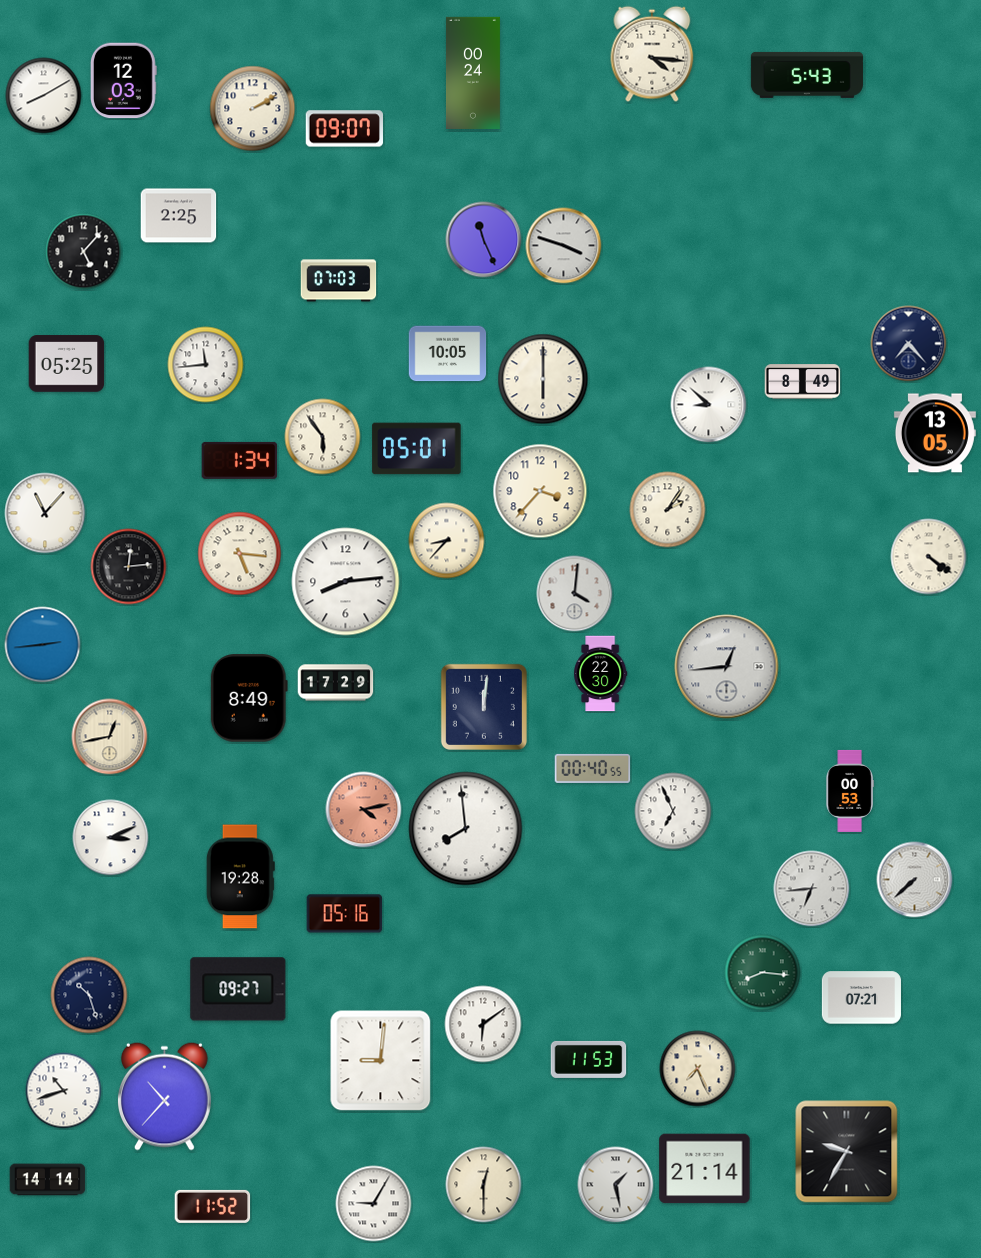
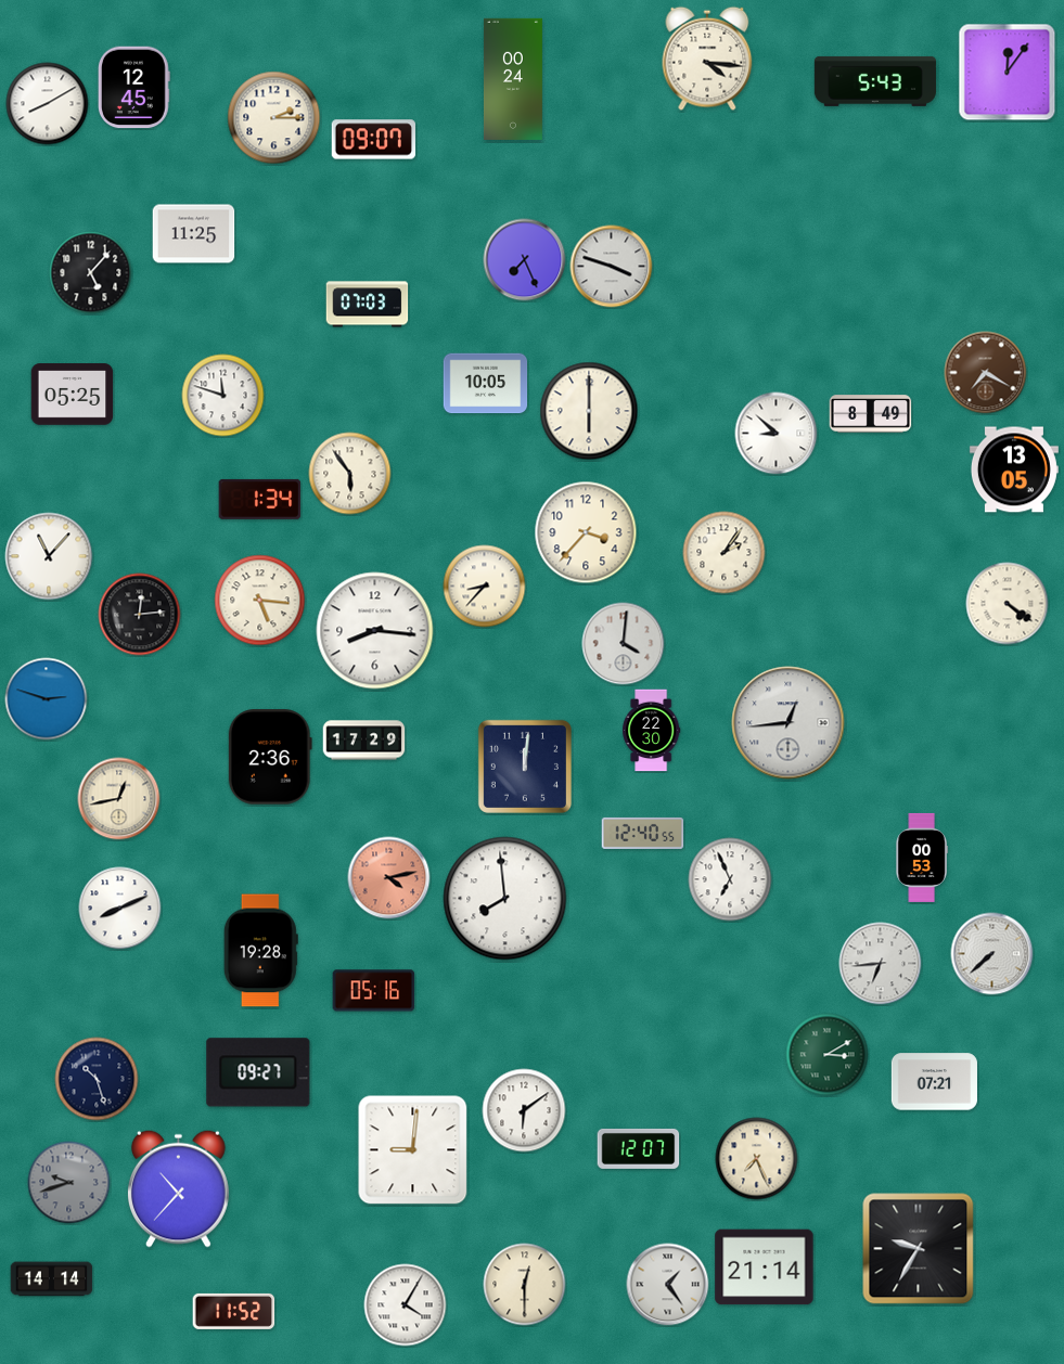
clock at (1008, 73): none -> 12:06
clock at (123, 81): 12:03 -> 12:45
clock at (253, 109): 2:10 -> 2:15
clock at (179, 216): 2:25 -> 11:25
clock at (484, 240): 11:26 -> 7:26
clock at (909, 344): 7:23 -> 7:20
clock at (909, 344) dial: navy -> brown
clock at (206, 365): 11:44 -> 11:48
clock at (709, 405) position: (709, 405) -> (777, 434)
clock at (417, 449): 05:01 -> none
clock at (346, 582): 8:14 -> 8:16
clock at (43, 645): 2:44 -> 2:48
clock at (249, 698): 8:49 -> 2:36
clock at (593, 768): 00:40 -> 12:40
clock at (364, 810) position: (364, 810) -> (389, 878)
clock at (111, 838): 3:11 -> 8:11
clock at (763, 973): 8:16 -> 3:10
clock at (589, 1059): 11:53 -> 12:07
clock at (64, 1091): 10:42 -> 9:42
clock at (64, 1091) dial: white -> grey
clock at (616, 1185): 1:28 -> 1:24
clock at (374, 1204): 9:05 -> 4:05
clock at (213, 1206) position: (213, 1206) -> (234, 1311)
